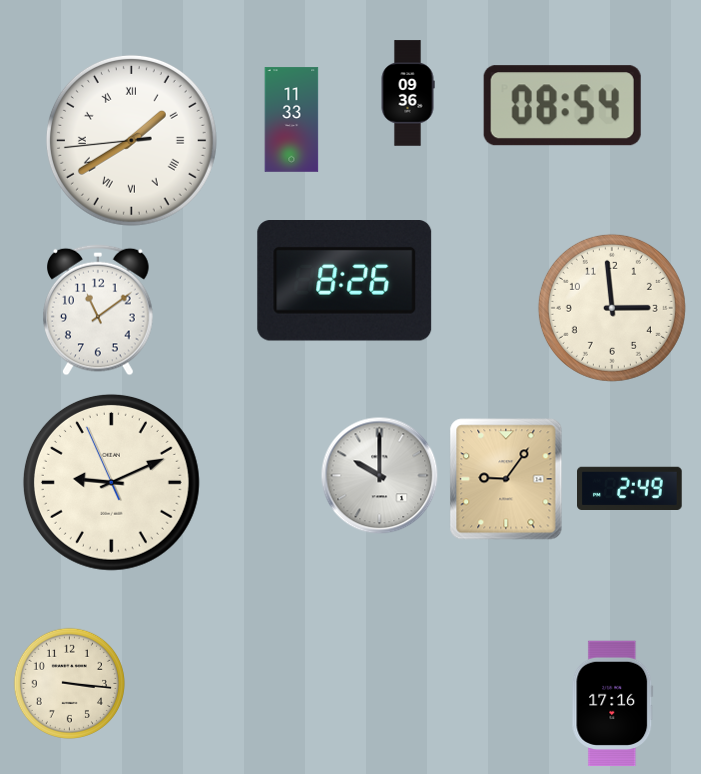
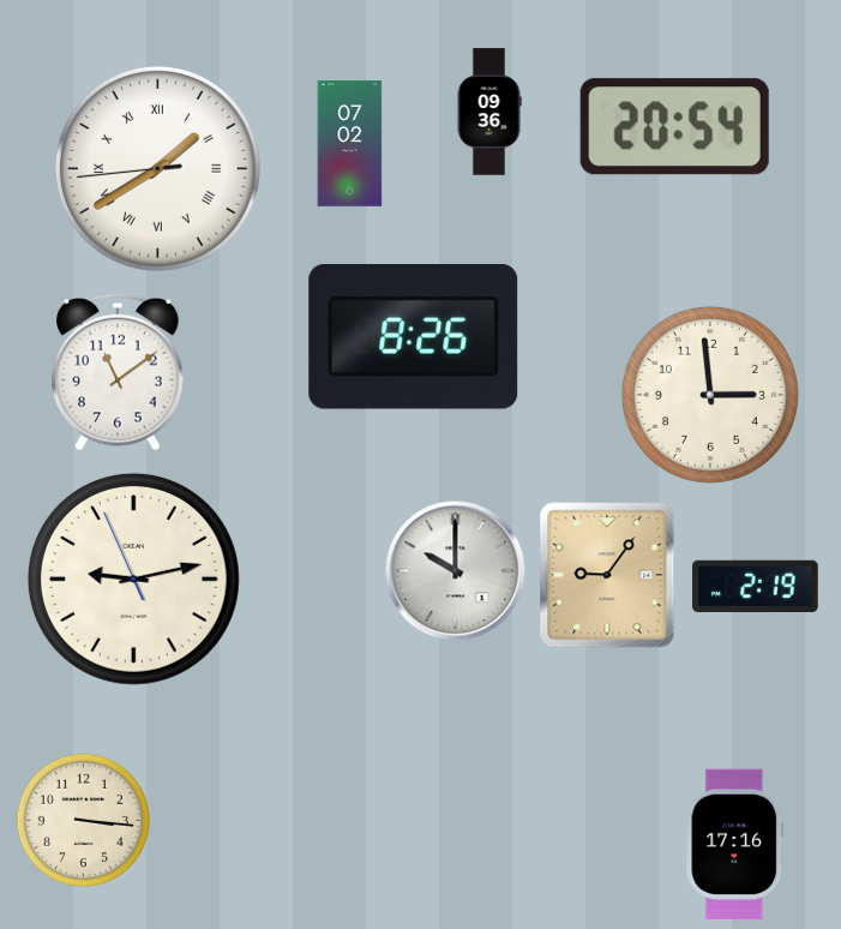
clock at (562, 106): 08:54 -> 20:54
clock at (292, 120): 11:33 -> 07:02
clock at (612, 308) position: (612, 308) -> (710, 395)
clock at (111, 482): 9:10 -> 9:12
clock at (630, 488): 2:49 -> 2:19
